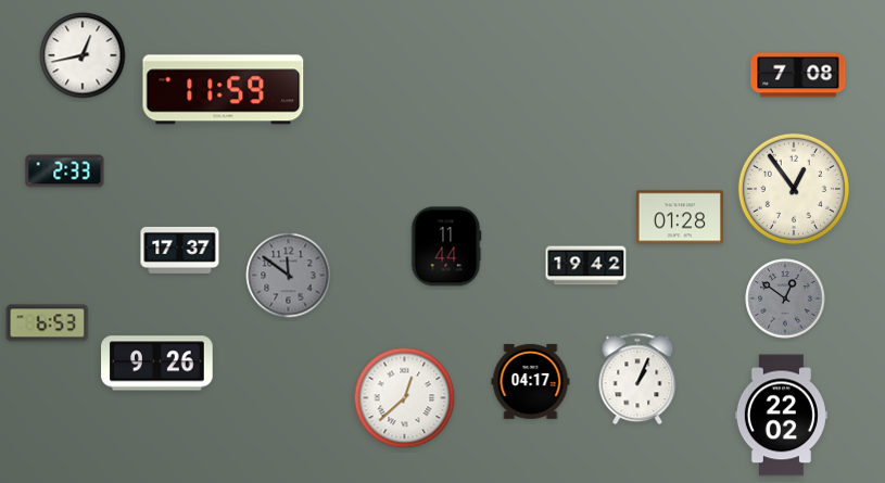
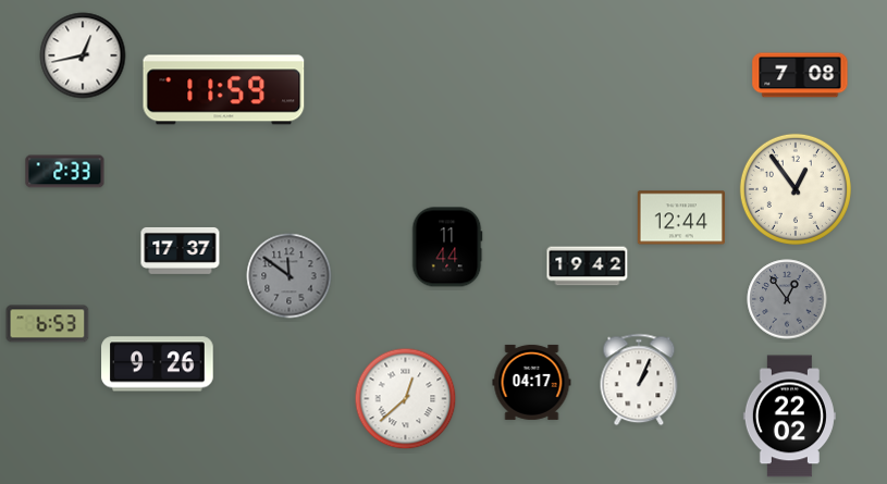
clock at (680, 217): 01:28 -> 12:44
clock at (785, 298): 12:51 -> 12:54
clock at (781, 416) position: (781, 416) -> (789, 417)
